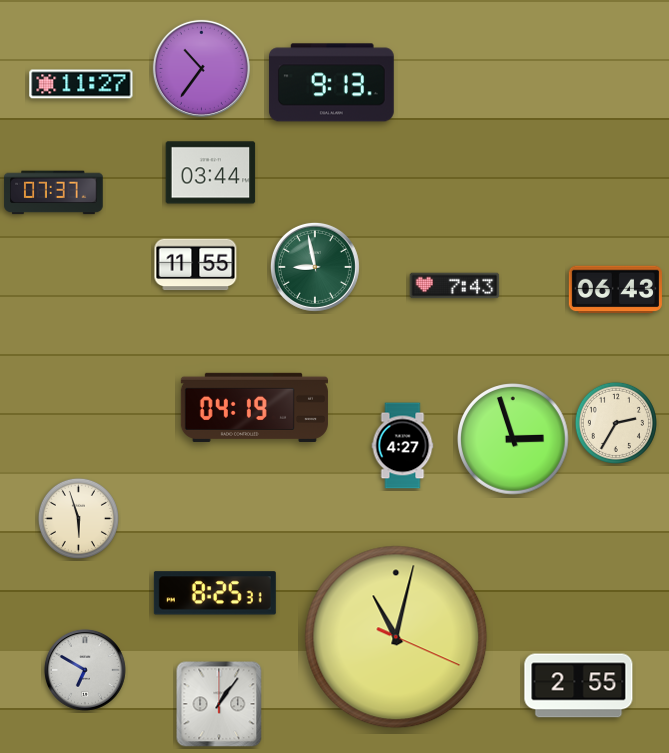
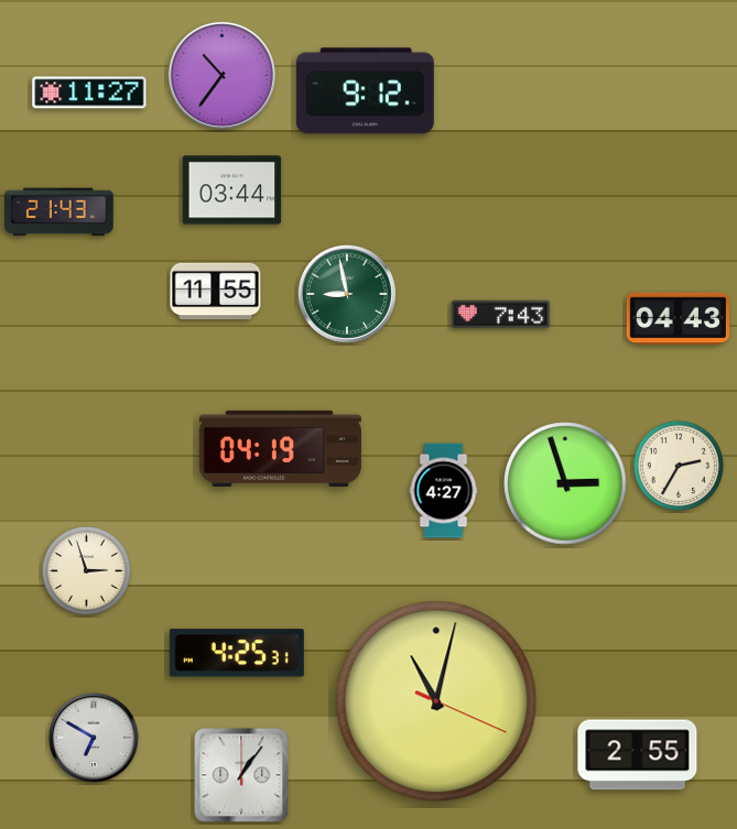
clock at (331, 83): 9:13 -> 9:12
clock at (54, 193): 07:37 -> 21:43
clock at (615, 290): 06:43 -> 04:43
clock at (78, 518): 5:57 -> 2:57
clock at (215, 593): 8:25 -> 4:25
